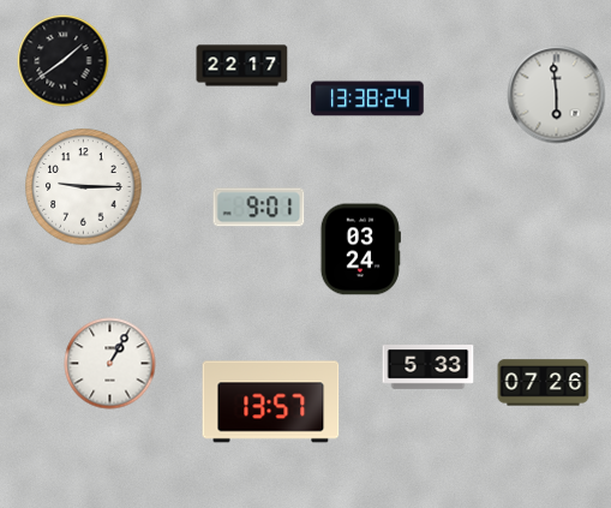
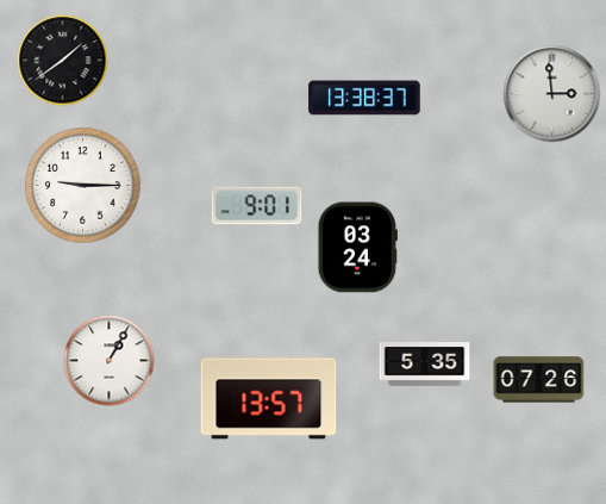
clock at (242, 66): 22:17 -> none
clock at (557, 95): 5:59 -> 2:59
clock at (367, 98): 13:38:24 -> 13:38:37
clock at (429, 367): 5:33 -> 5:35
